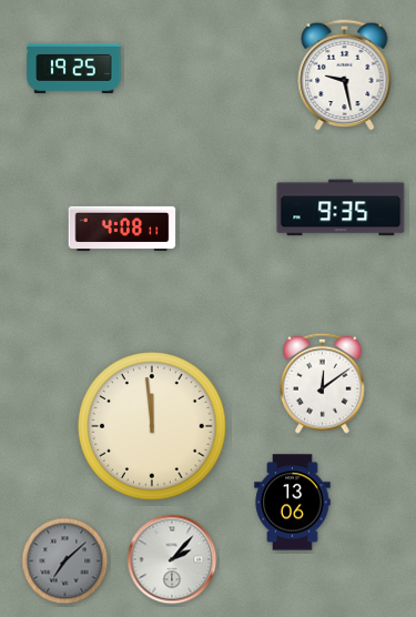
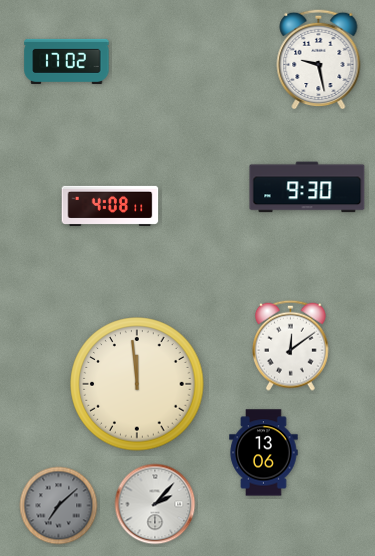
clock at (74, 68): 19:25 -> 17:02
clock at (345, 74) position: (345, 74) -> (319, 59)
clock at (341, 208): 9:35 -> 9:30
